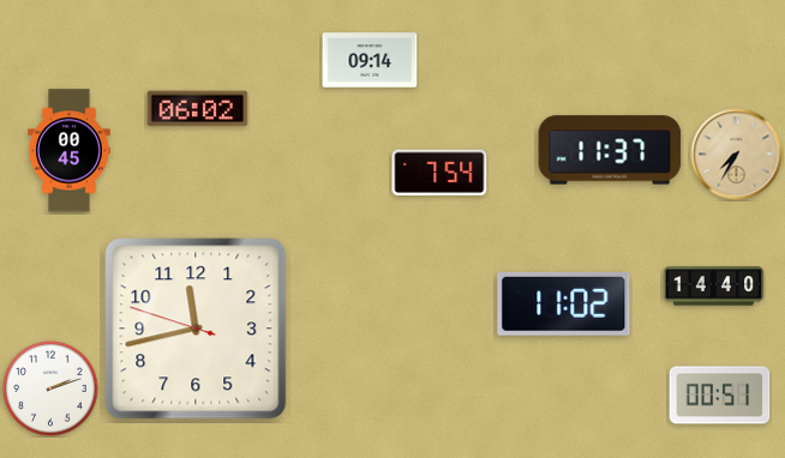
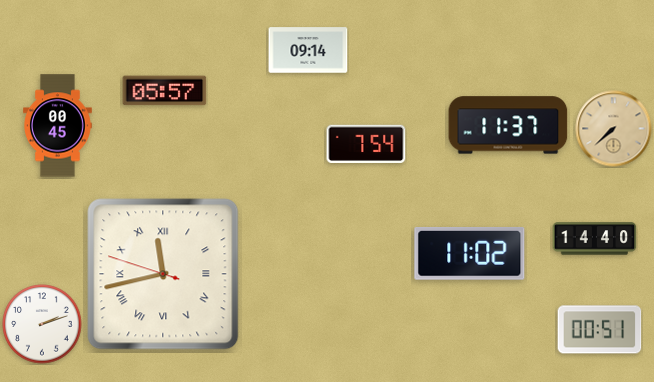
clock at (198, 109): 06:02 -> 05:57
clock at (737, 155): 7:35 -> 7:38
clock at (196, 329) numerals: Arabic -> Roman
